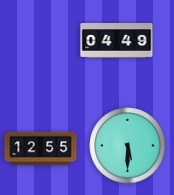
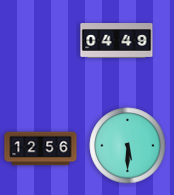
clock at (41, 149): 12:55 -> 12:56
